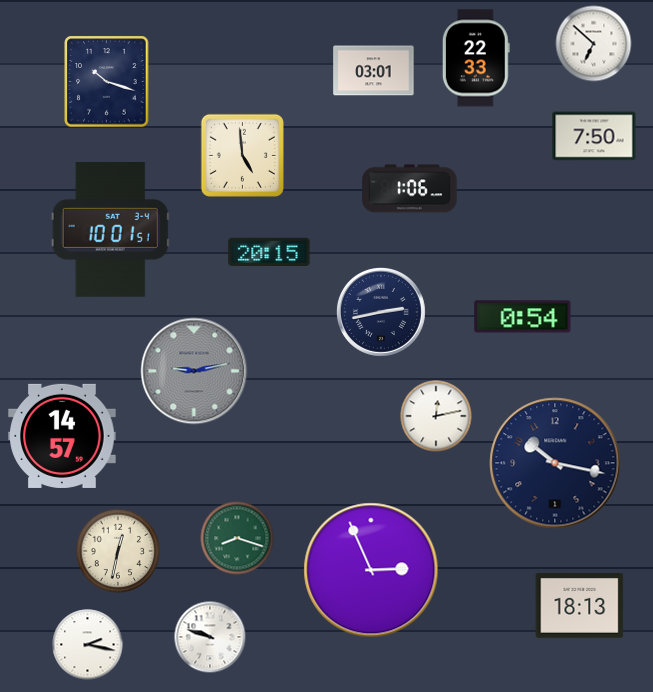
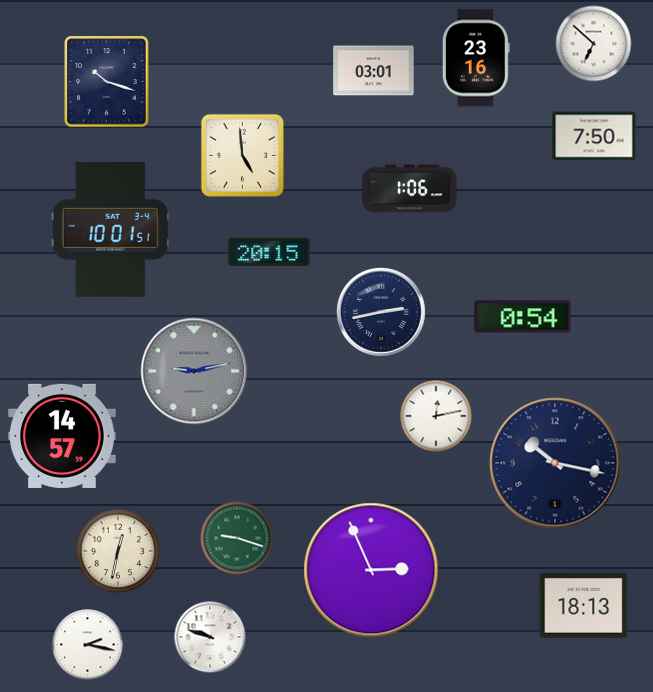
clock at (476, 58): 22:33 -> 23:16
clock at (237, 538): 8:18 -> 9:18
clock at (580, 606) position: (580, 606) -> (584, 606)
